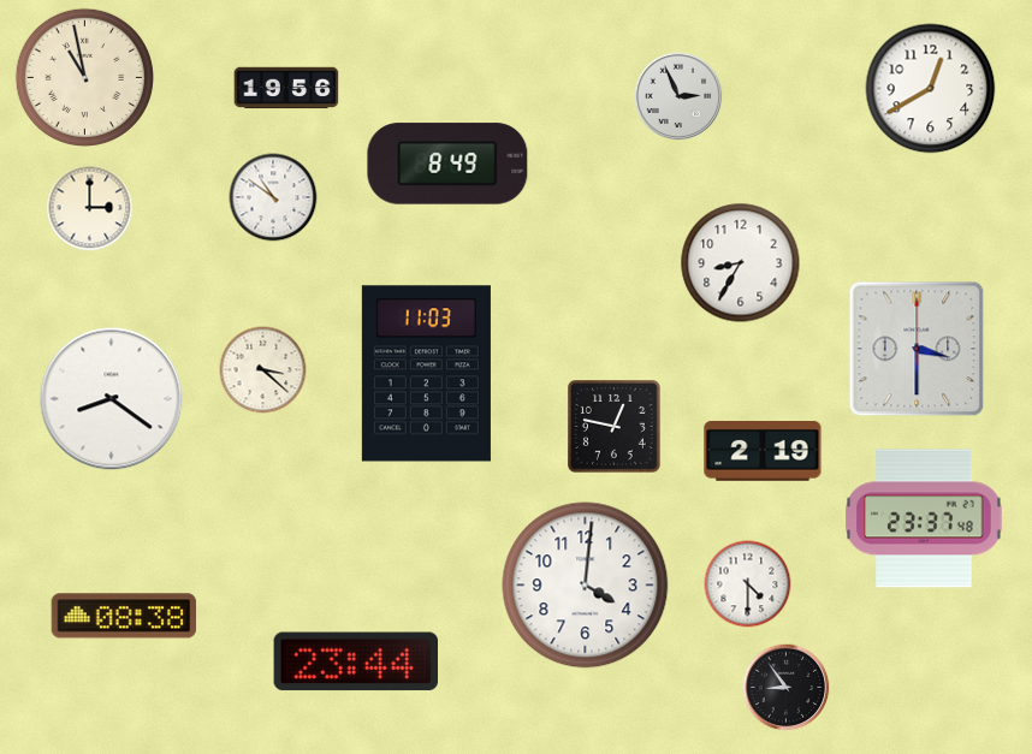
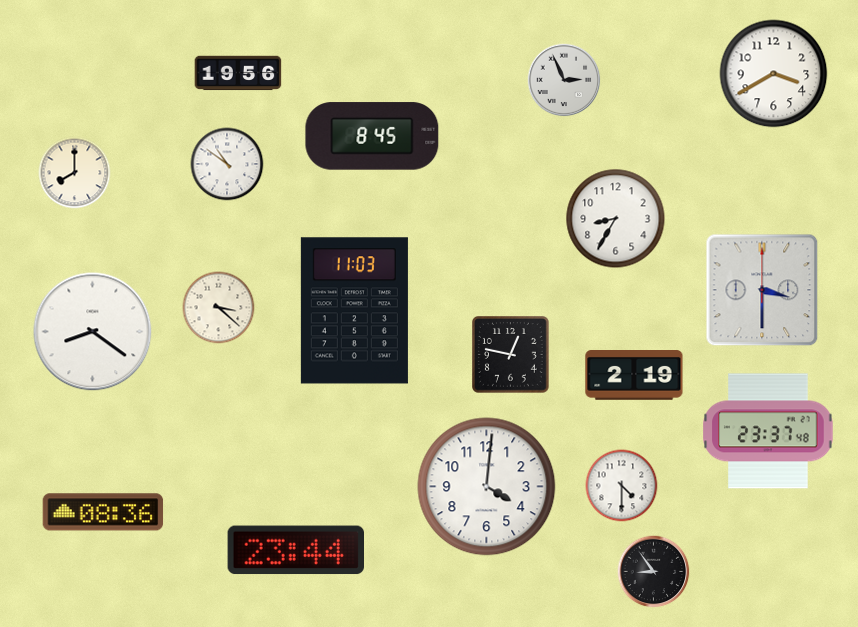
clock at (84, 77): 10:58 -> none
clock at (931, 89): 12:40 -> 3:40
clock at (447, 164): 8:49 -> 8:45
clock at (90, 208): 3:00 -> 8:00
clock at (124, 616): 08:38 -> 08:36
